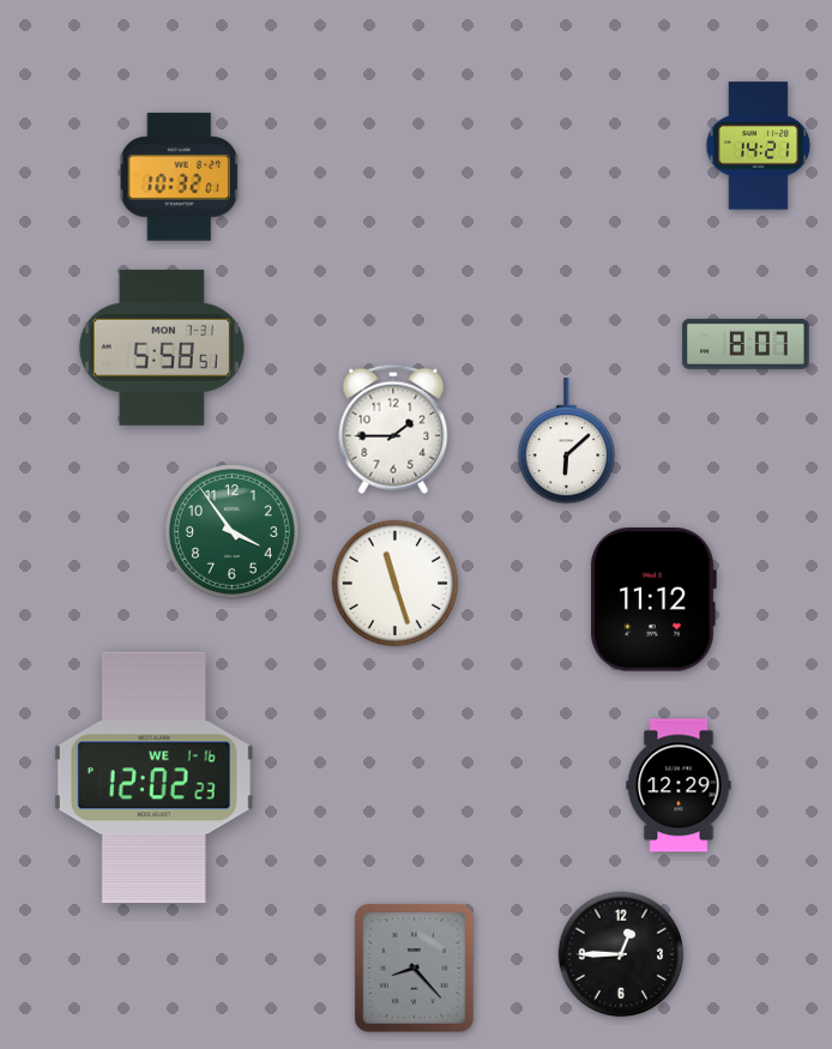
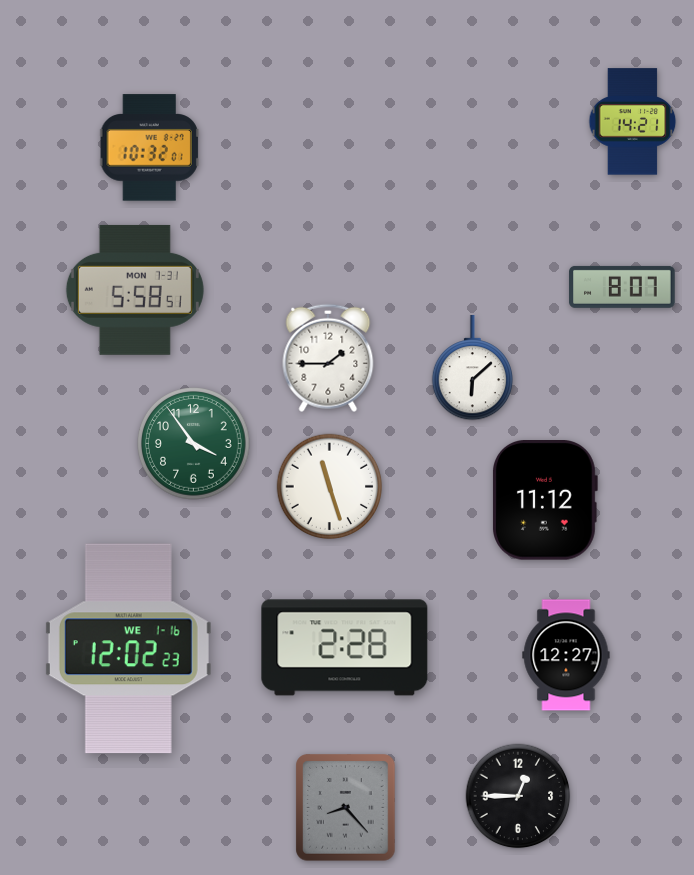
clock at (345, 648): none -> 2:28
clock at (679, 785): 12:29 -> 12:27
